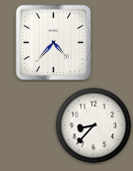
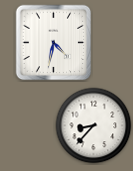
clock at (54, 43): 4:37 -> 4:32
